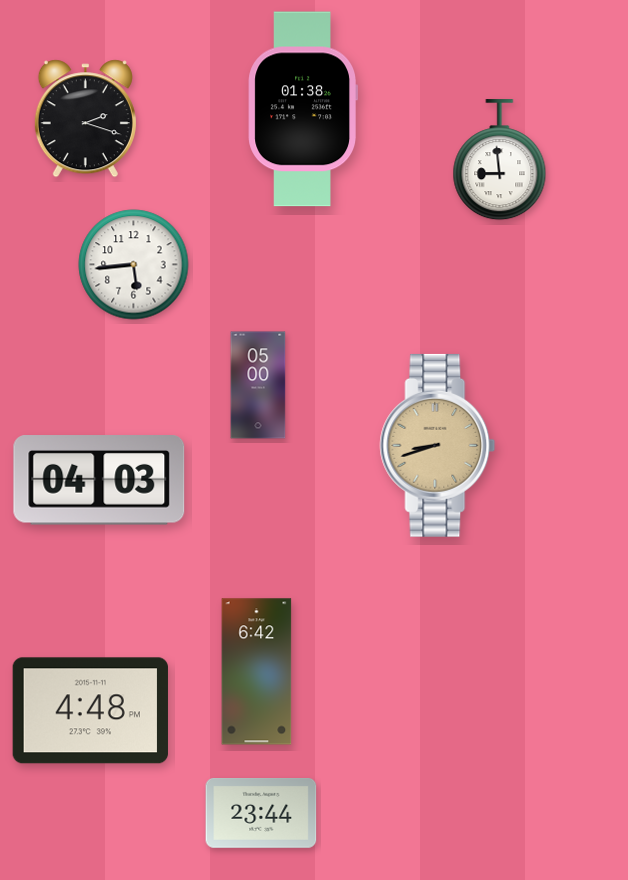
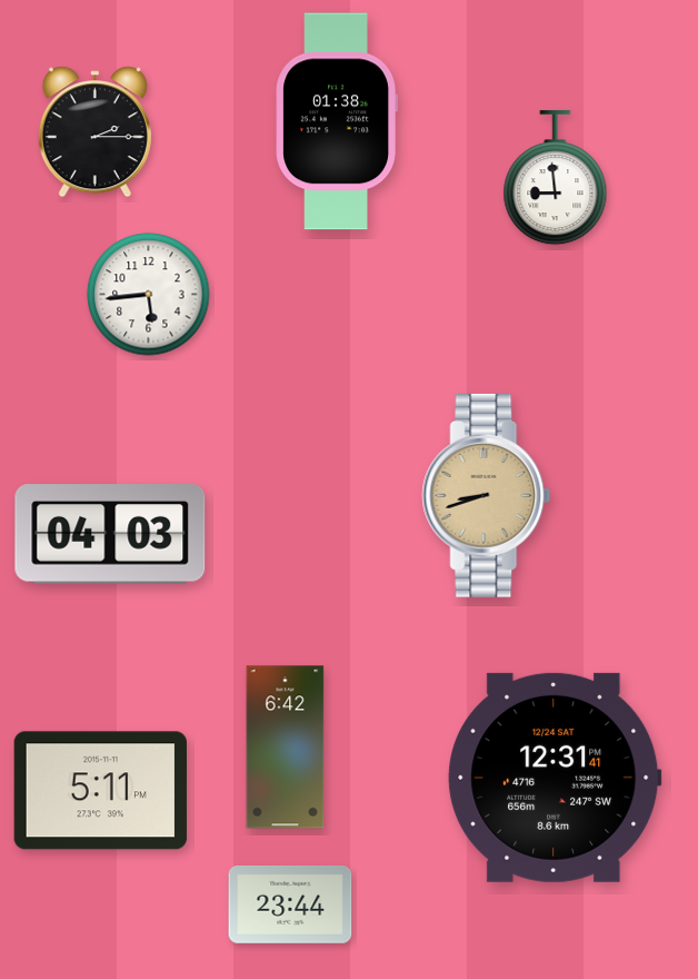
clock at (85, 119): 2:18 -> 2:15
clock at (258, 385): 05:00 -> none
clock at (555, 778): none -> 12:31
clock at (90, 711): 4:48 -> 5:11
